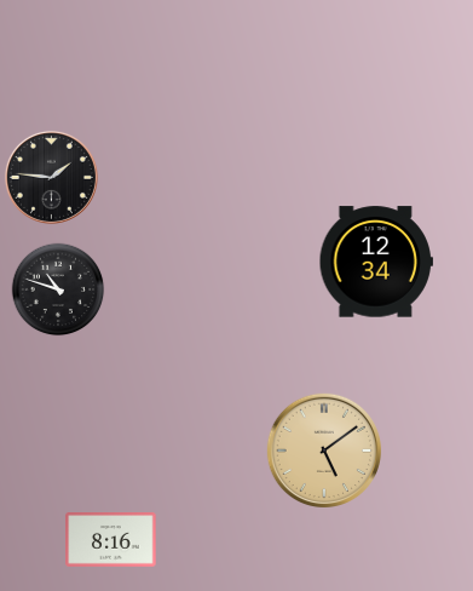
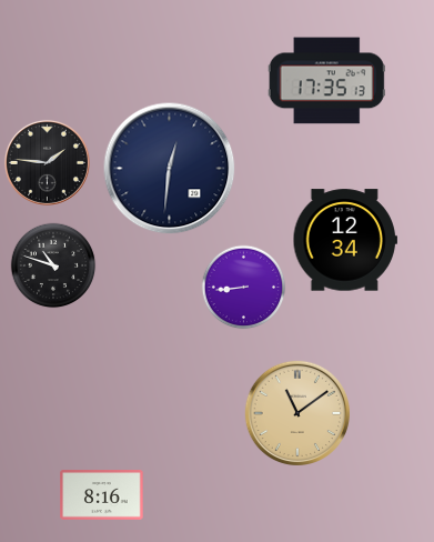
clock at (326, 81): none -> 17:35
clock at (170, 169): none -> 12:31
clock at (244, 288): none -> 8:44
clock at (323, 449): 5:09 -> 11:09
